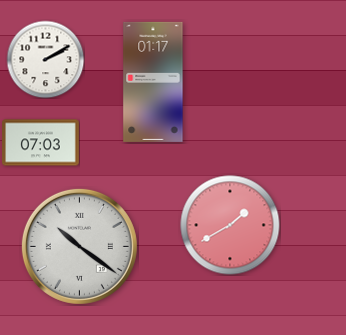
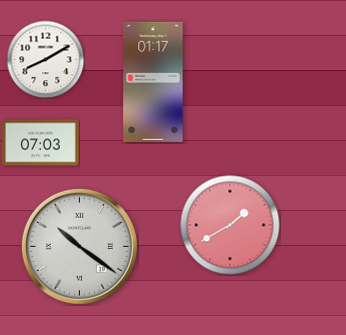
clock at (45, 59): 2:10 -> 8:10
